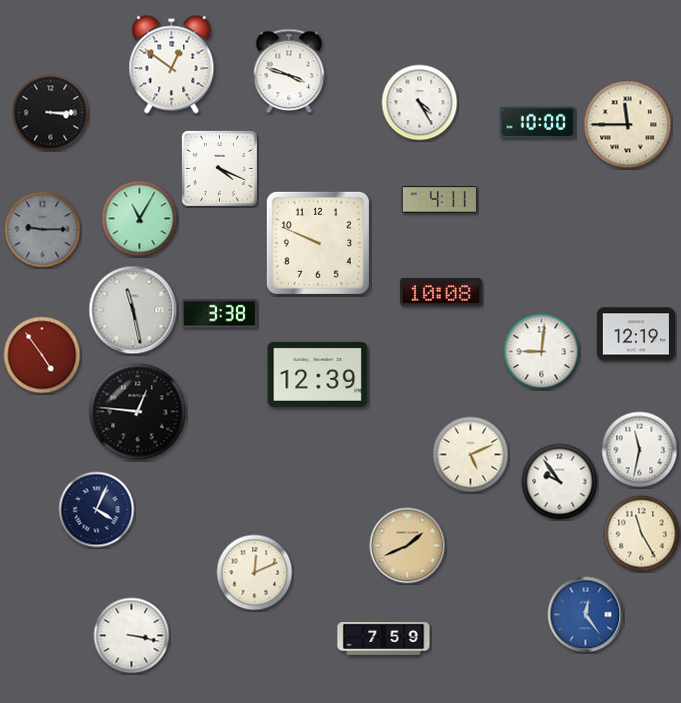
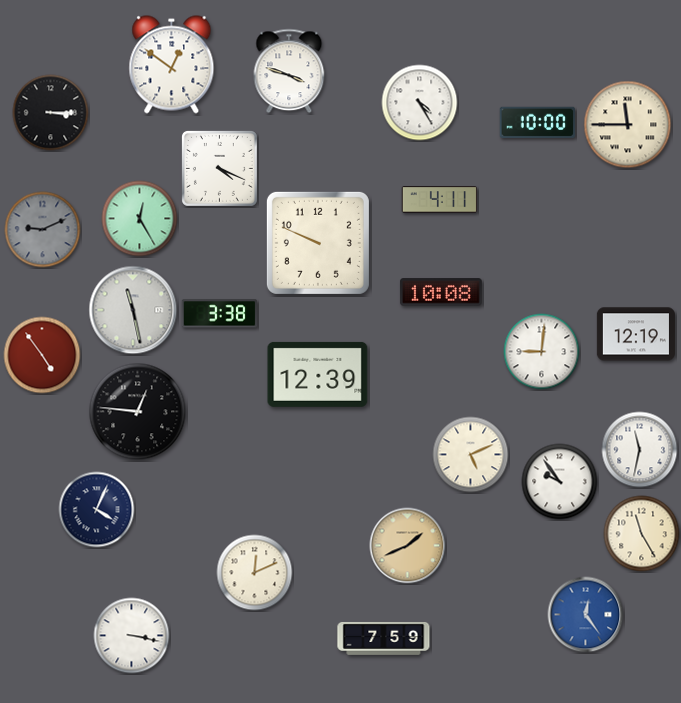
clock at (140, 219): 11:05 -> 12:25
clock at (43, 230): 9:15 -> 9:11
